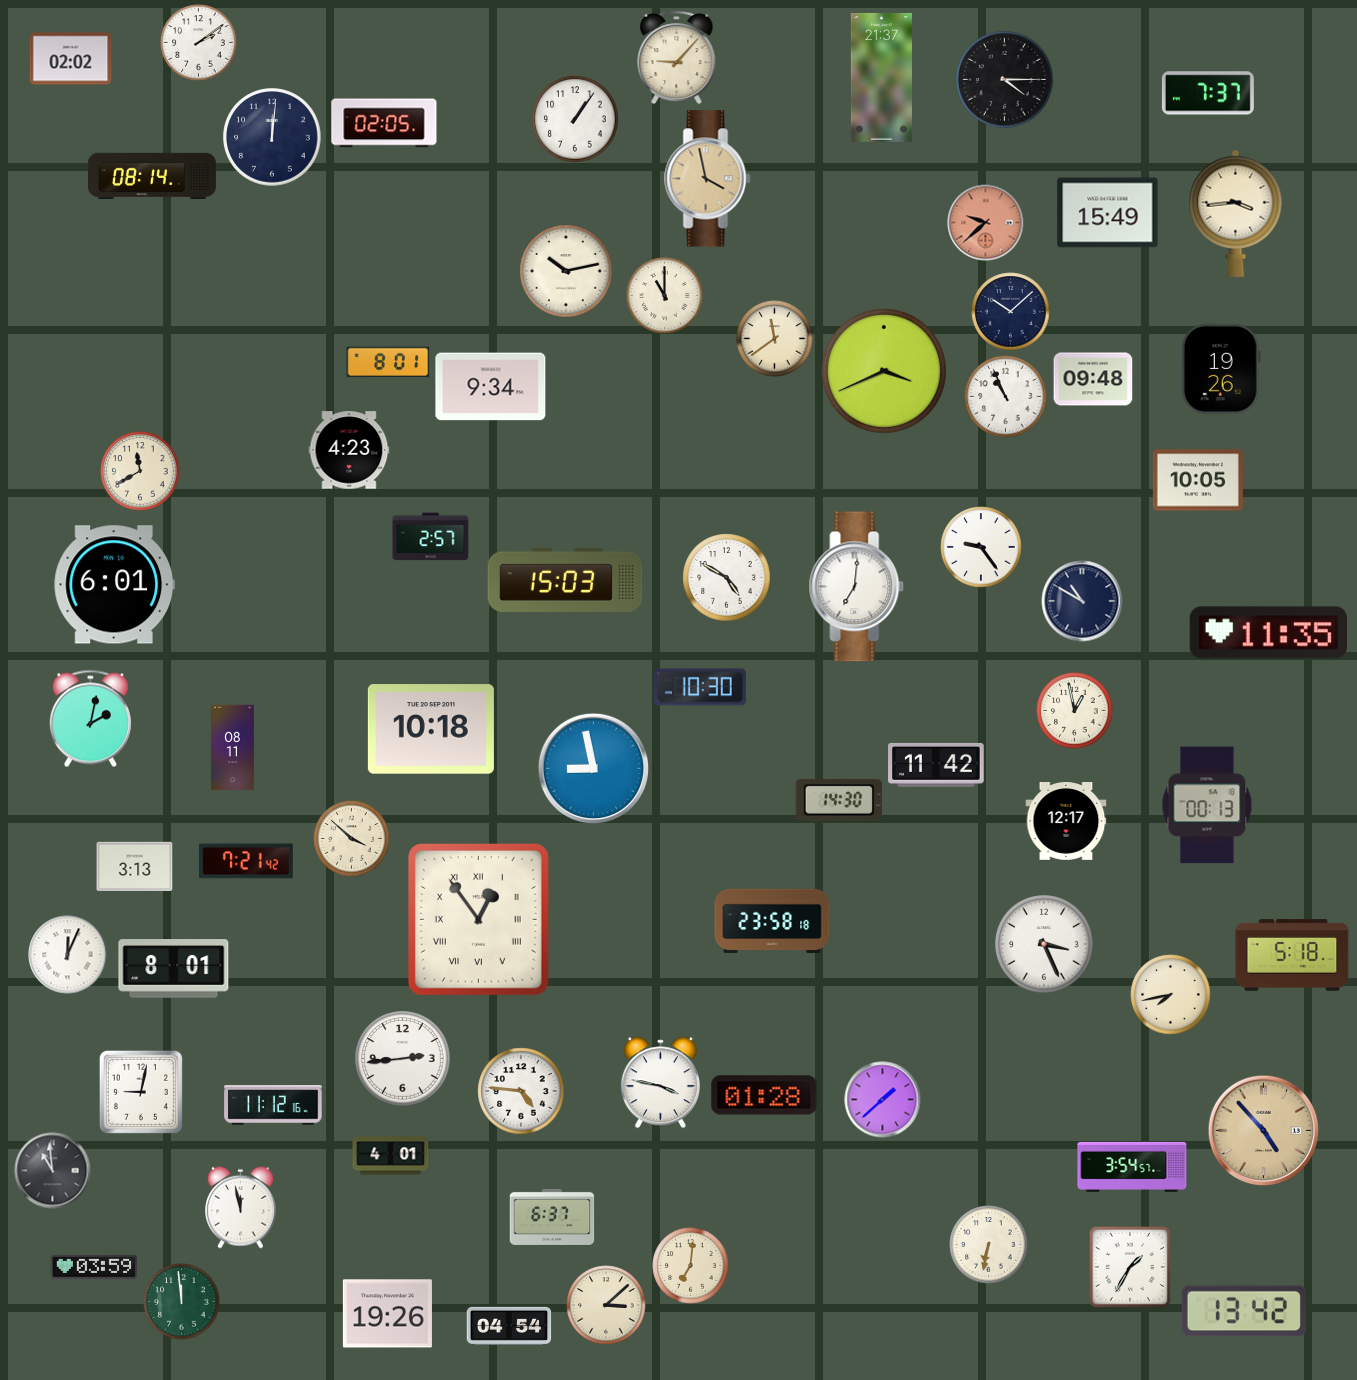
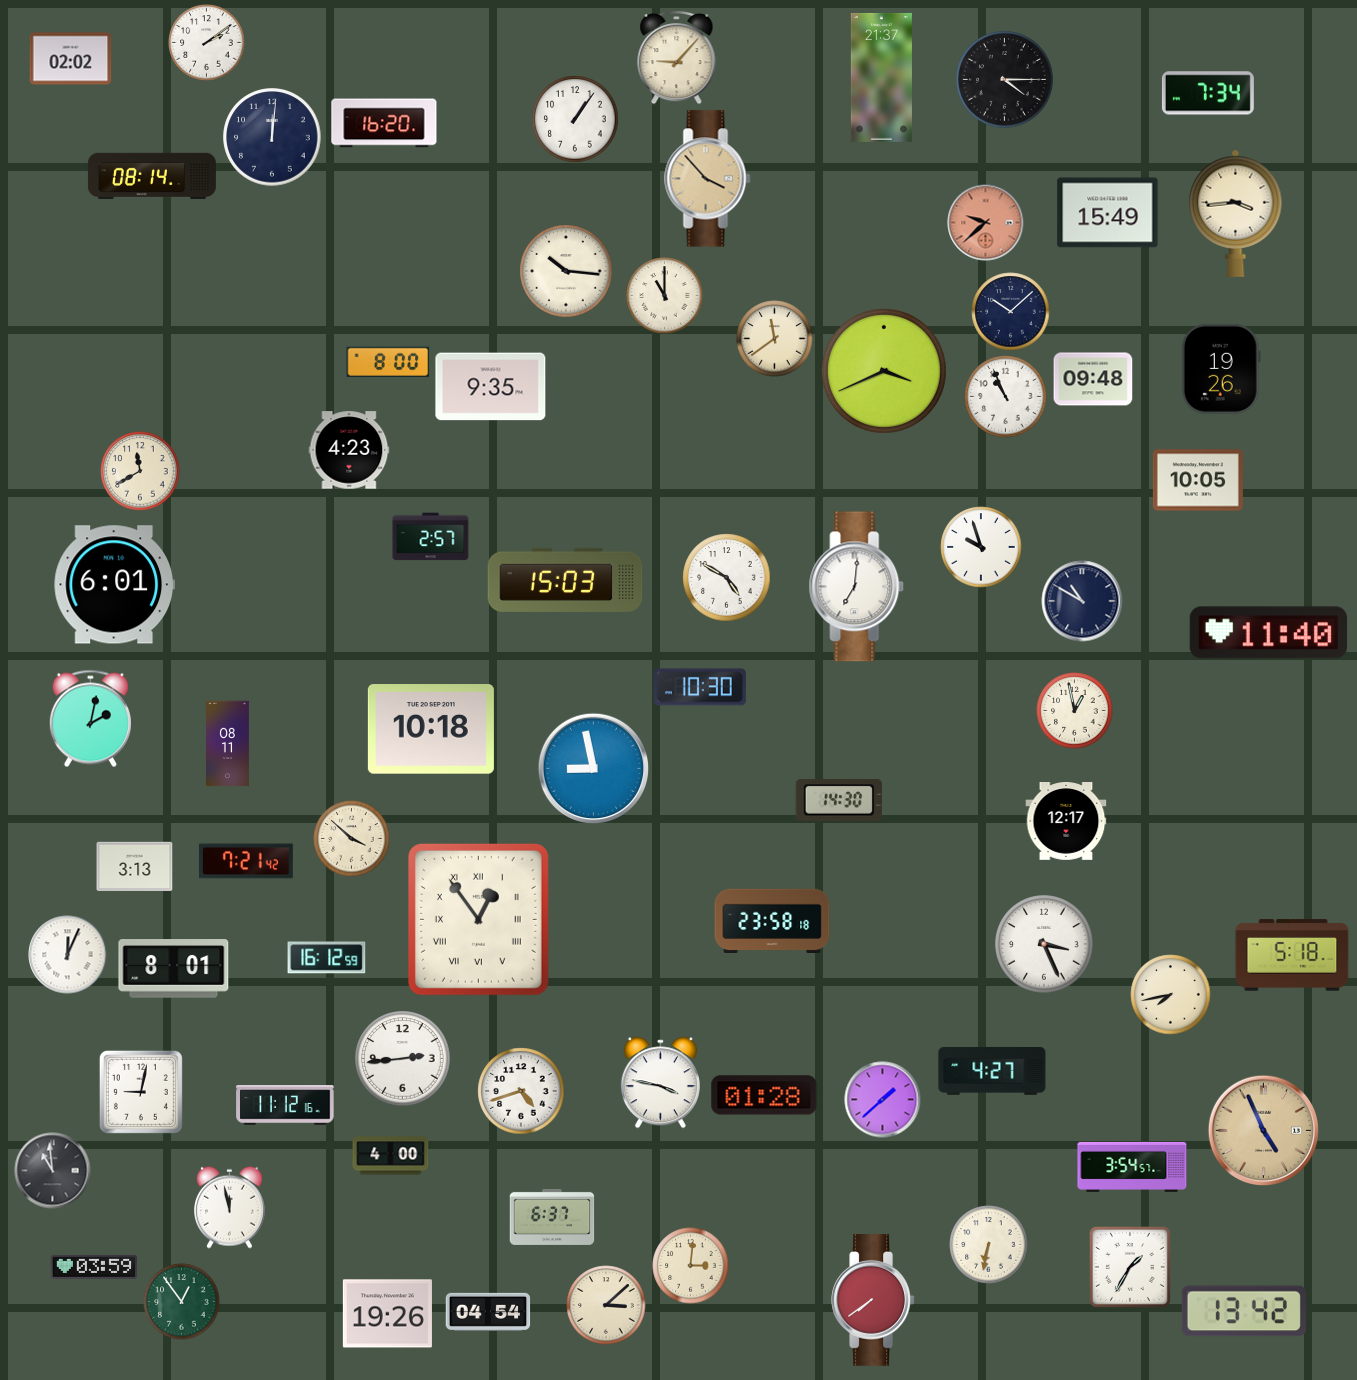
clock at (199, 43) position: (199, 43) -> (207, 43)
clock at (1208, 93): 7:37 -> 7:34
clock at (384, 123): 02:05 -> 16:20
clock at (708, 179): 3:58 -> 3:53
clock at (566, 271): 10:13 -> 10:16
clock at (388, 362): 8:01 -> 8:00
clock at (491, 387): 9:34 -> 9:35
clock at (981, 547): 9:24 -> 9:57
clock at (1268, 633): 11:35 -> 11:40
clock at (233, 748) position: (233, 748) -> (228, 744)
clock at (936, 765): 11:42 -> none
clock at (1207, 805): 00:13 -> none
clock at (327, 958): none -> 16:12
clock at (992, 1071): none -> 4:27
clock at (521, 1091): 4:46 -> 4:42
clock at (273, 1105) position: (273, 1105) -> (285, 1105)
clock at (1263, 1130): 4:53 -> 4:56
clock at (391, 1156): 4:01 -> 4:00
clock at (241, 1207) position: (241, 1207) -> (230, 1207)
clock at (691, 1266): 7:01 -> 3:01
clock at (873, 1301): none -> 7:39
clock at (182, 1302): 11:59 -> 12:54
clock at (509, 1326) position: (509, 1326) -> (488, 1312)
